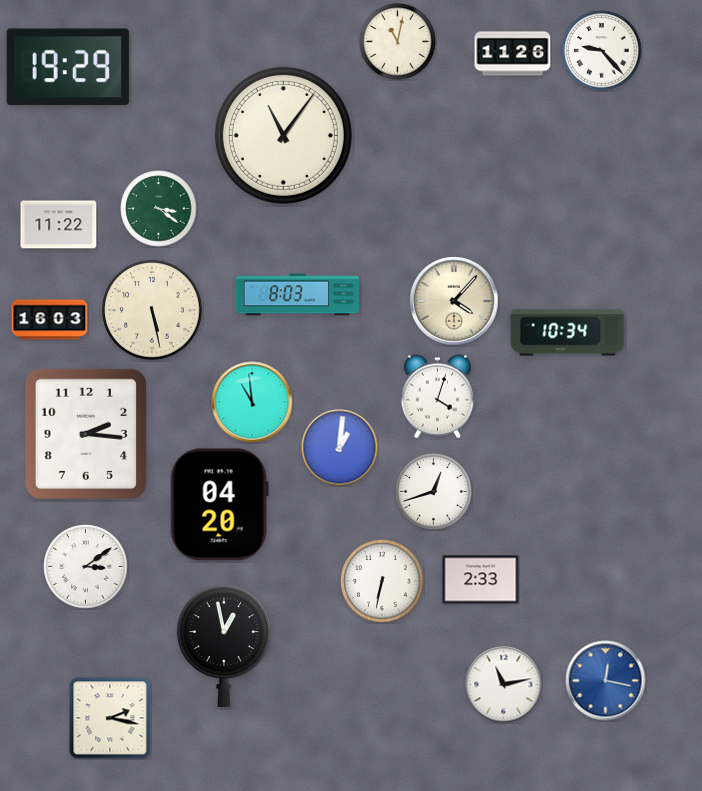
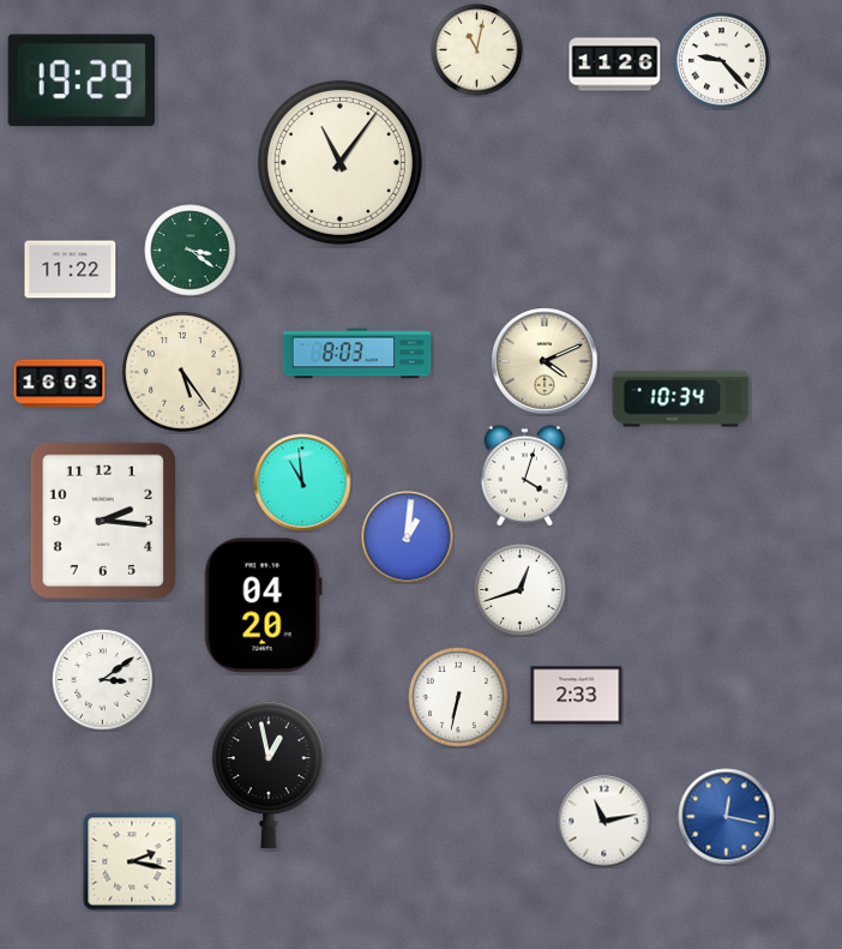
clock at (454, 301): 4:07 -> 4:11
clock at (152, 310): 5:28 -> 5:24
